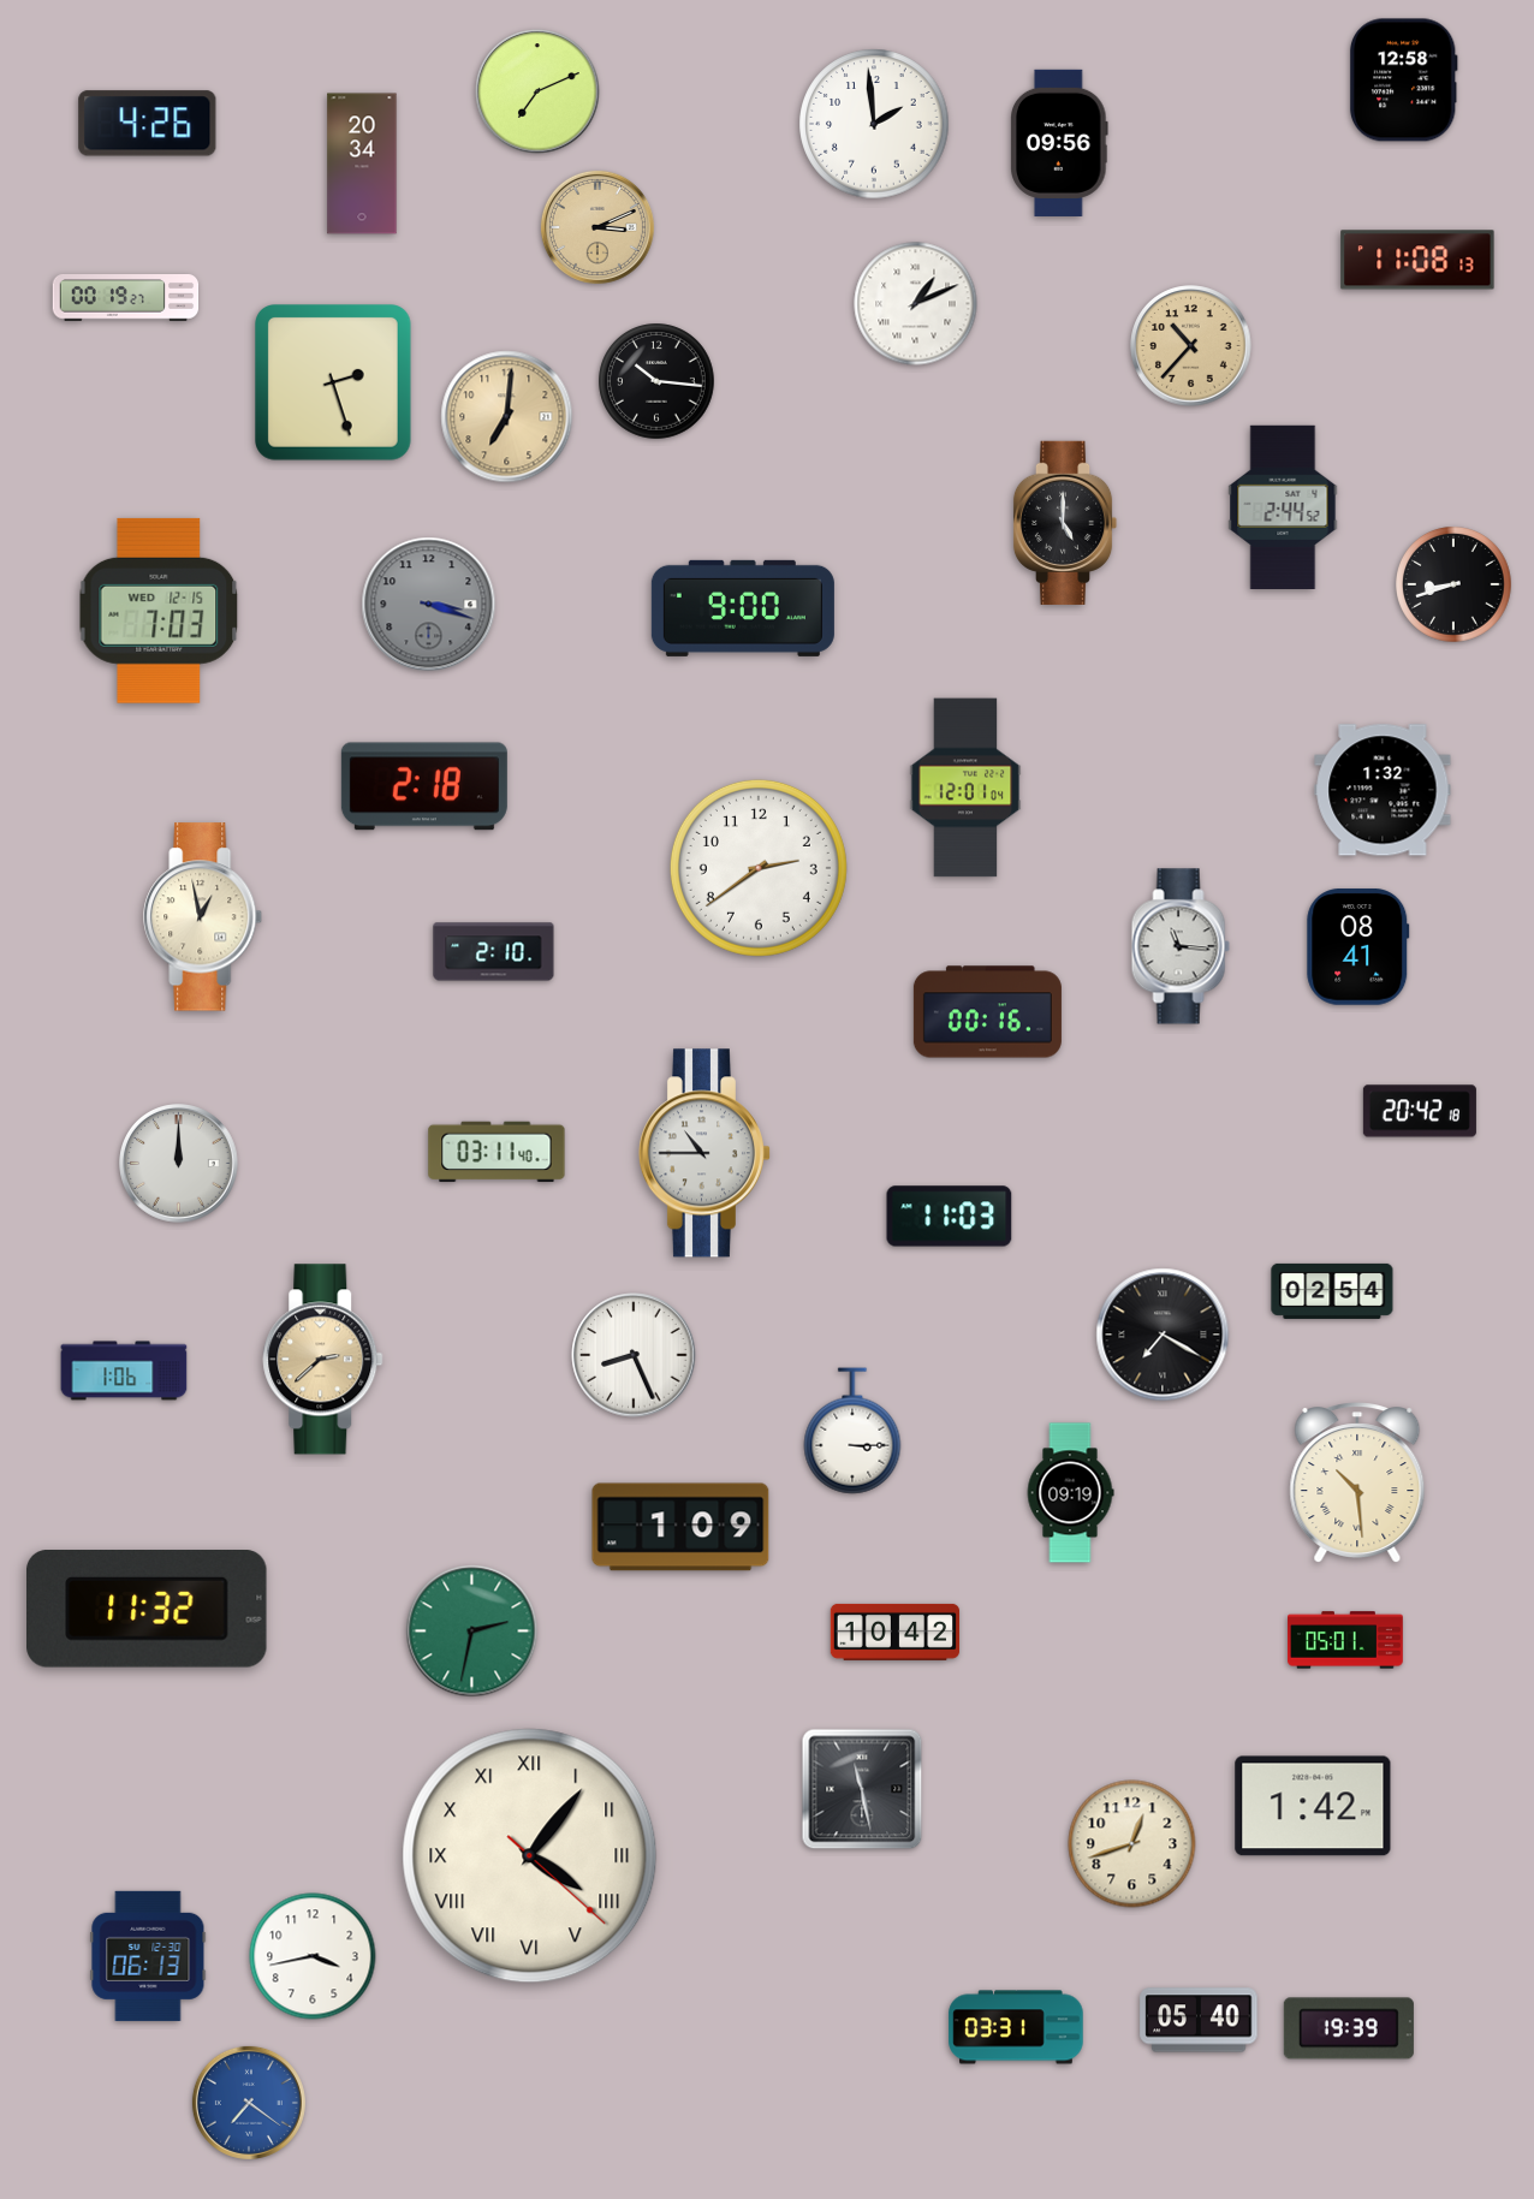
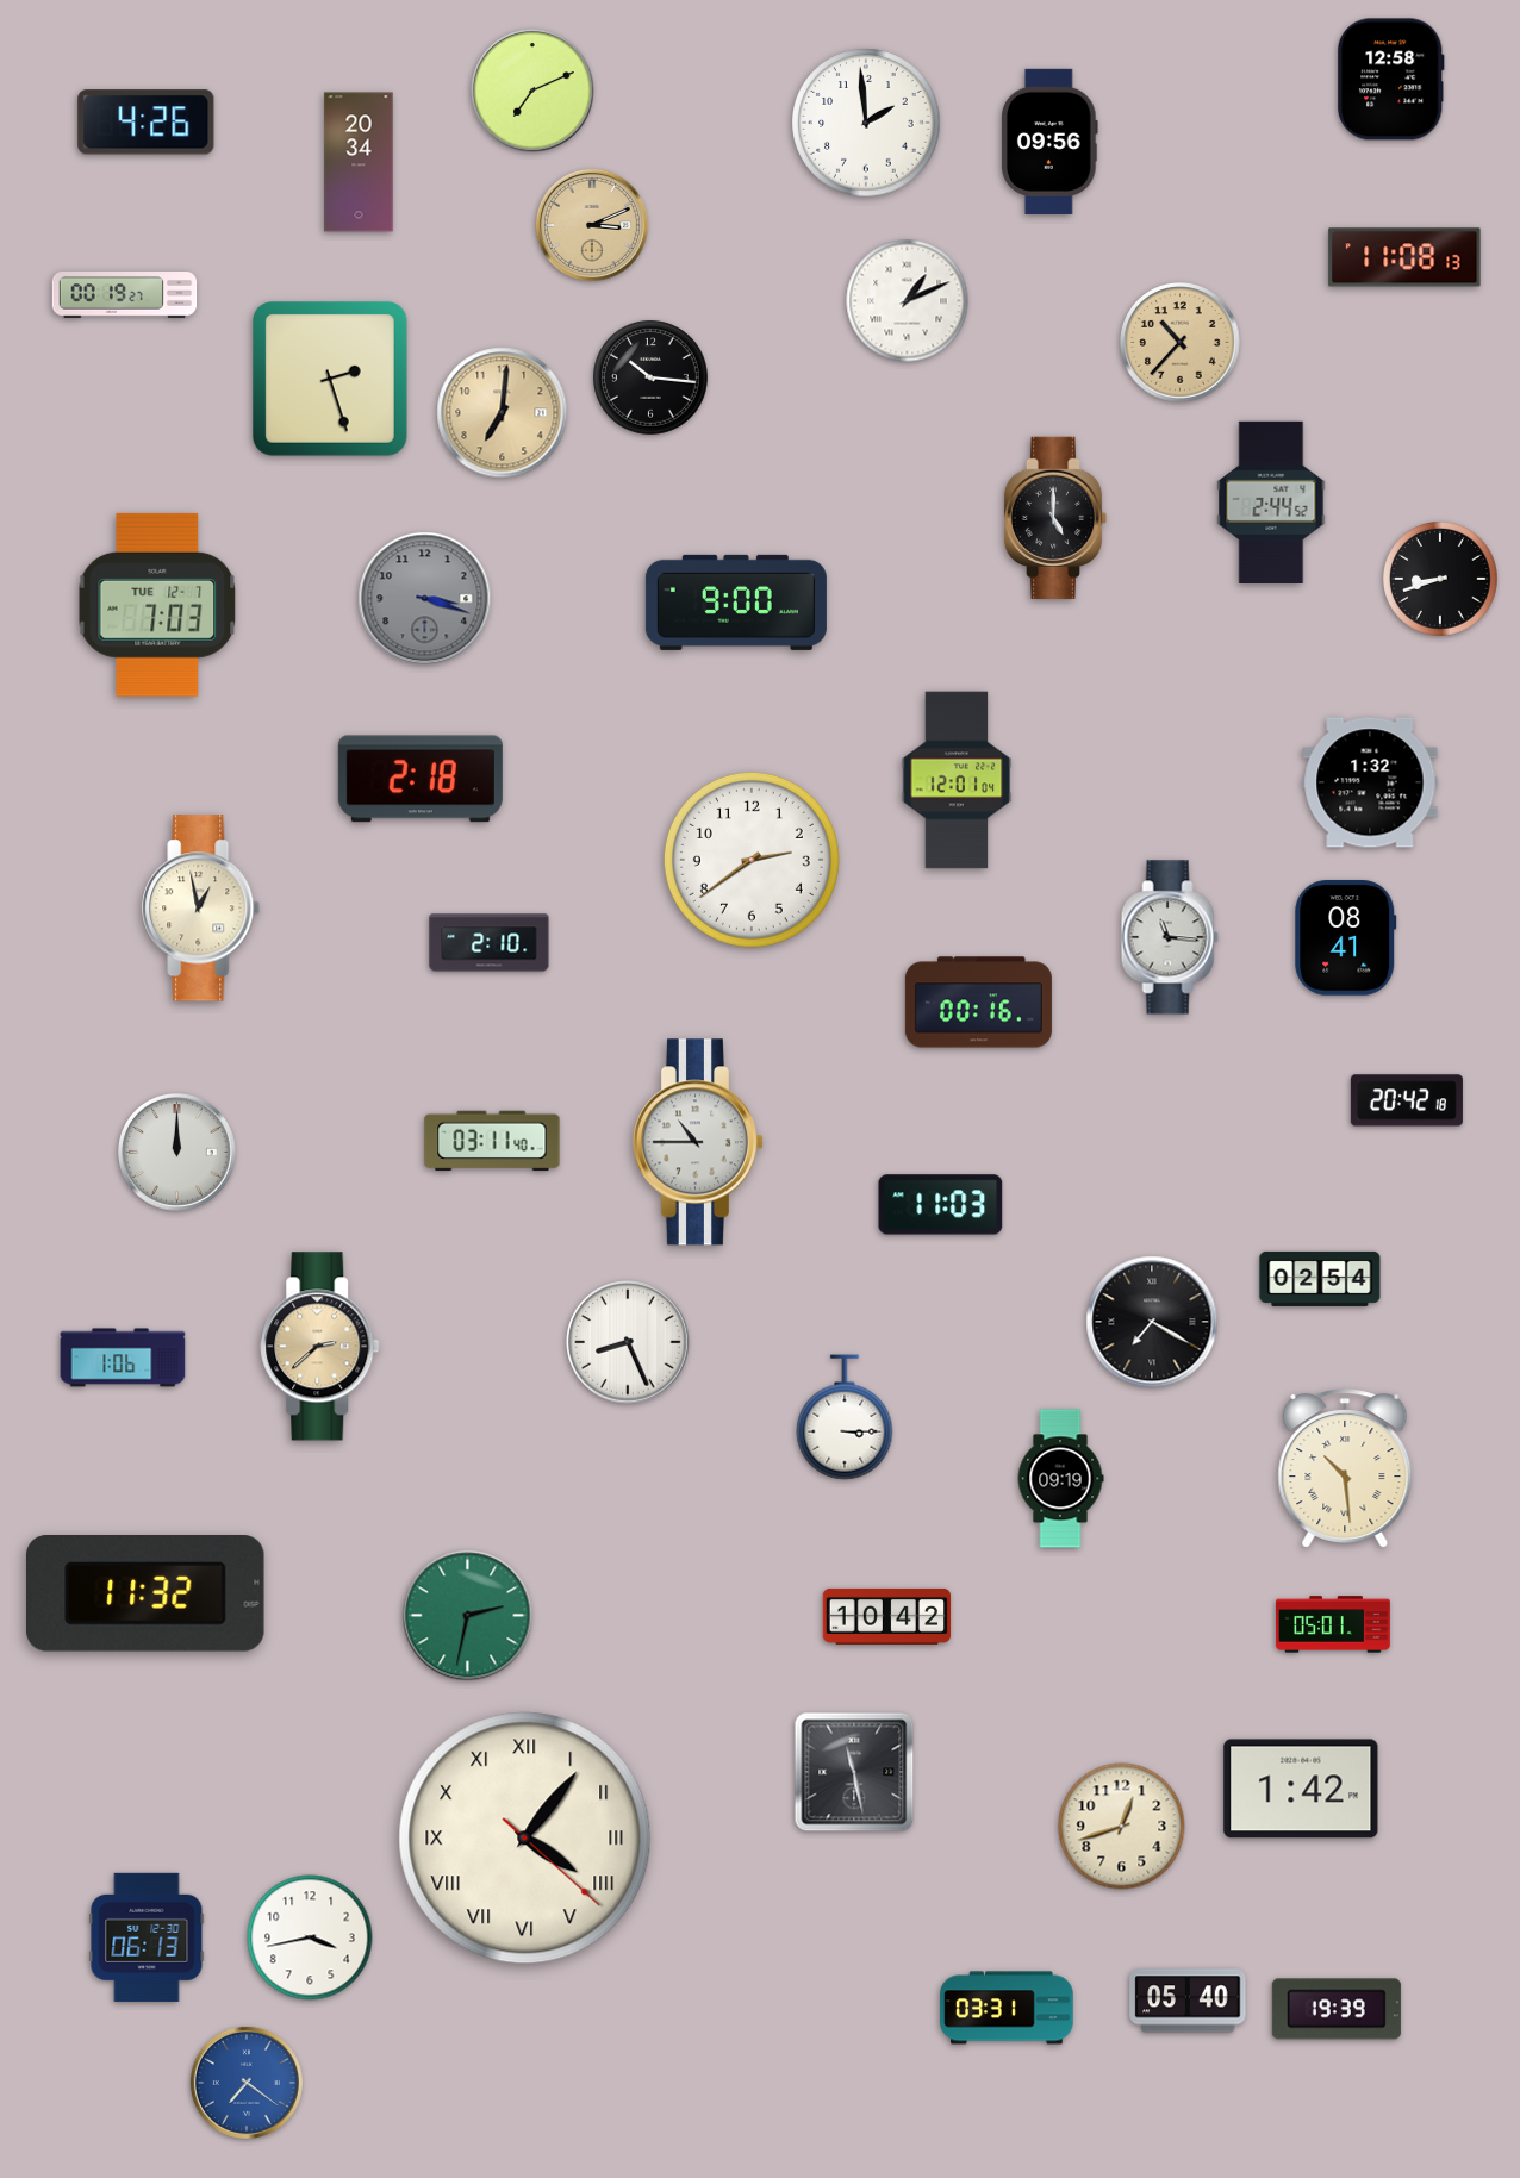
clock at (159, 611) date: WED 12-15 -> TUE 12-7
clock at (680, 1527): 1:09 -> none
